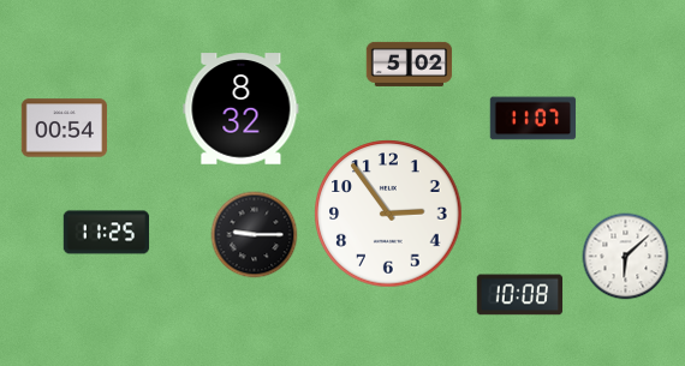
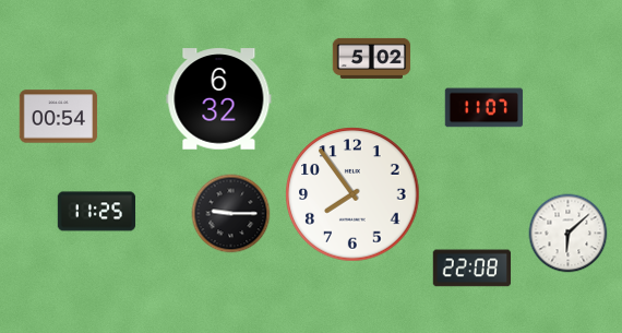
clock at (242, 109): 8:32 -> 6:32
clock at (388, 214): 2:54 -> 7:54
clock at (520, 295): 10:08 -> 22:08
